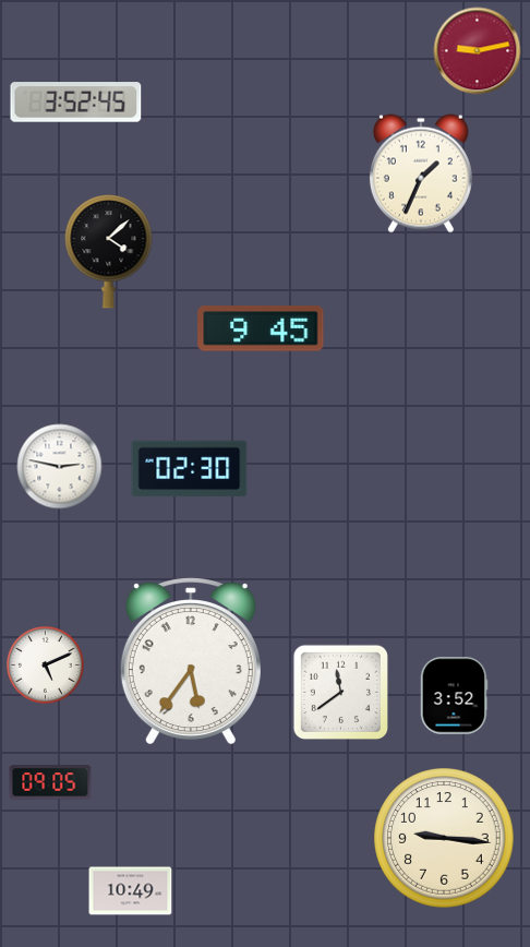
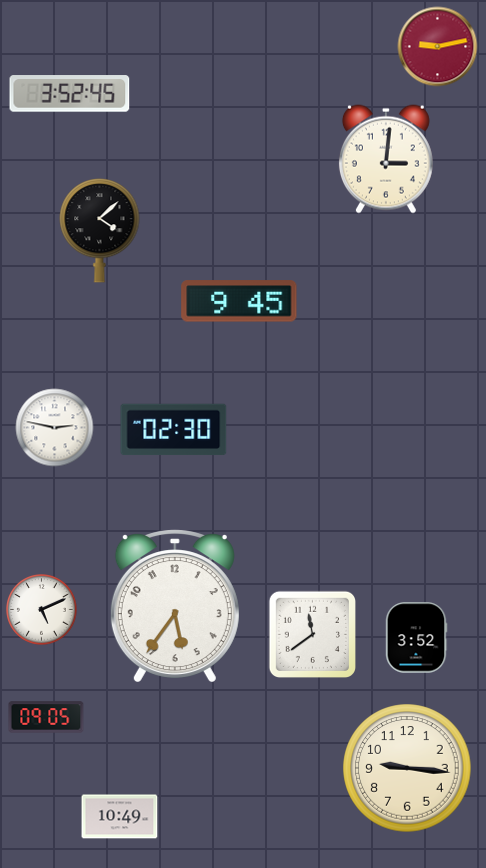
clock at (421, 173): 1:34 -> 3:01
